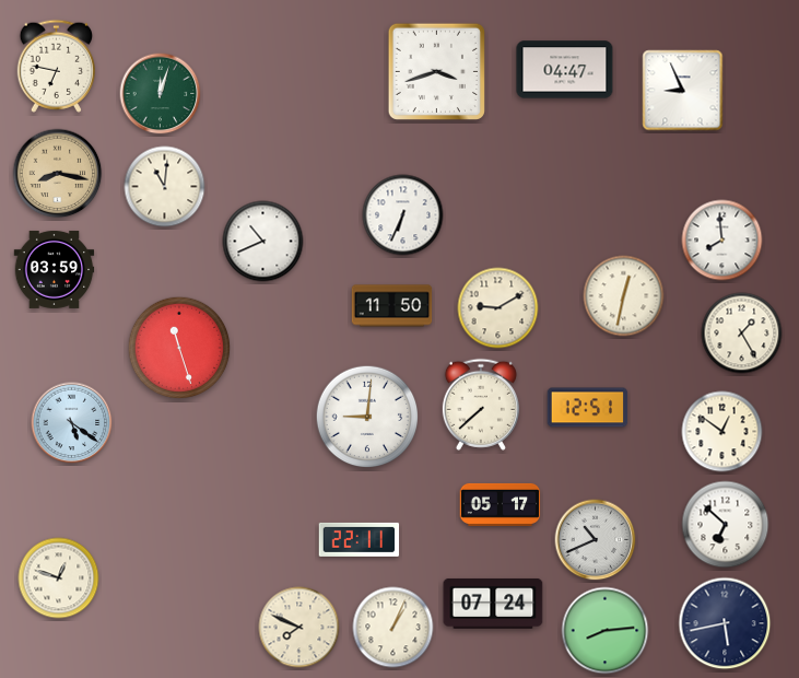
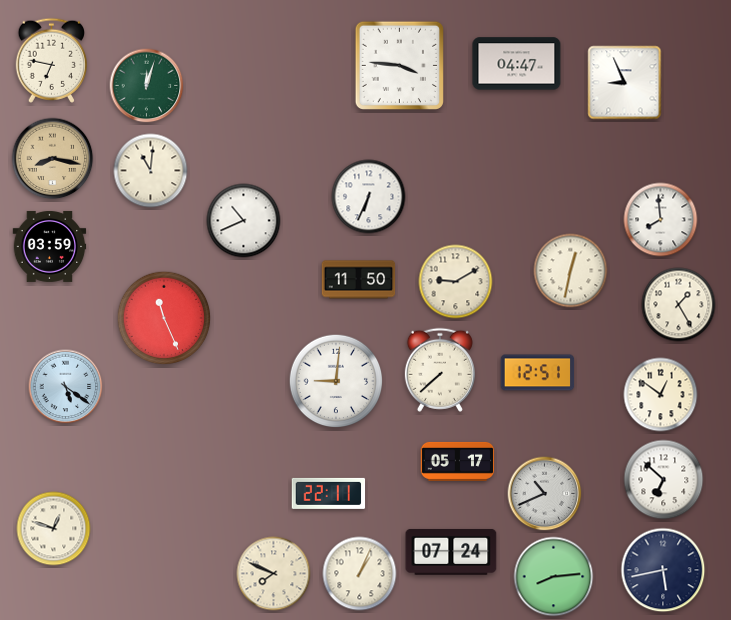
clock at (436, 71): 3:42 -> 3:46
clock at (263, 242) position: (263, 242) -> (244, 221)
clock at (179, 348): 11:27 -> 11:26
